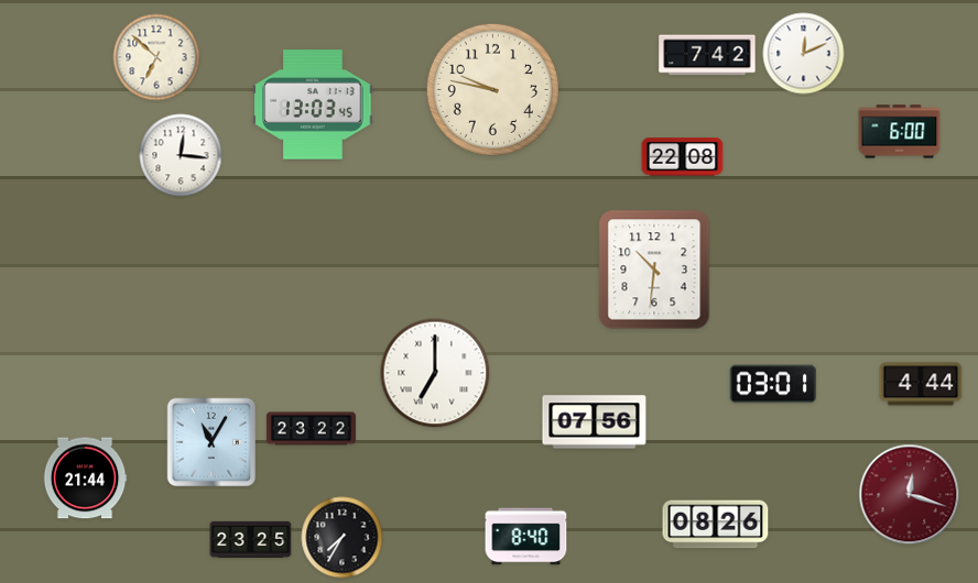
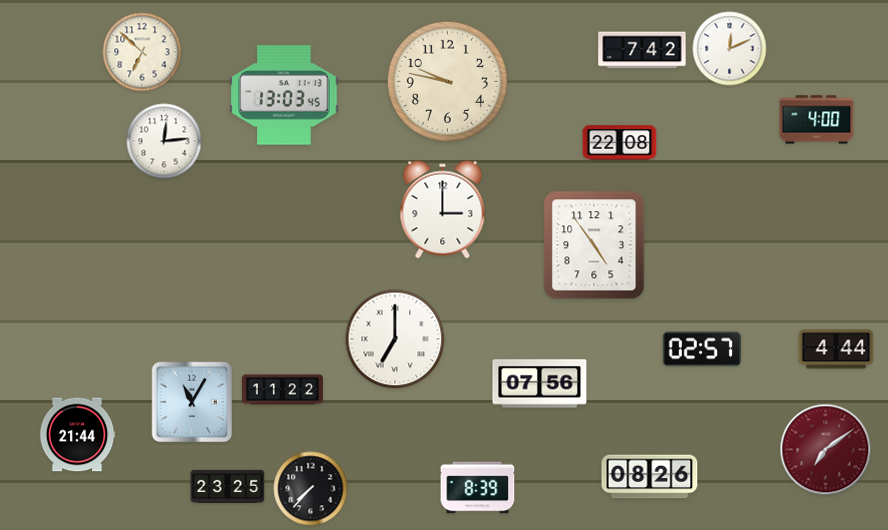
clock at (900, 132): 6:00 -> 4:00
clock at (181, 155): 12:16 -> 12:14
clock at (443, 210): none -> 3:00
clock at (654, 269): 10:31 -> 4:54
clock at (773, 384): 03:01 -> 02:57
clock at (311, 429): 23:22 -> 11:22
clock at (910, 495): 12:18 -> 7:09
clock at (526, 537): 8:40 -> 8:39
clock at (343, 538): 7:35 -> 7:37
clock at (251, 539) position: (251, 539) -> (228, 486)
